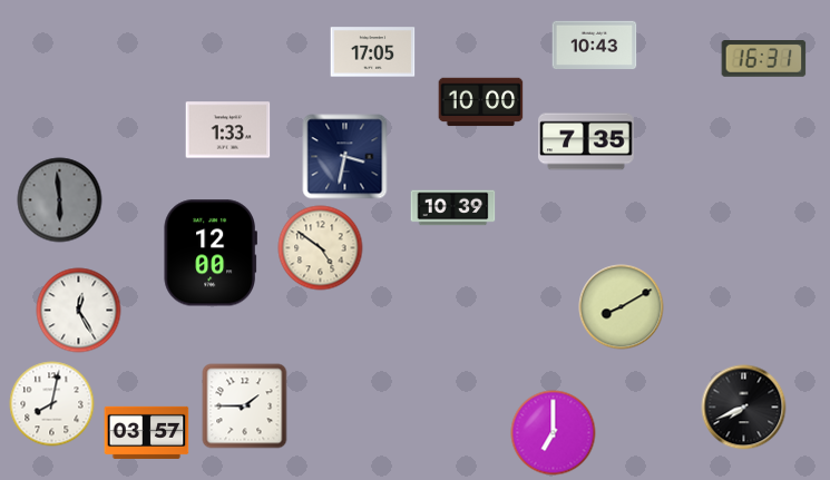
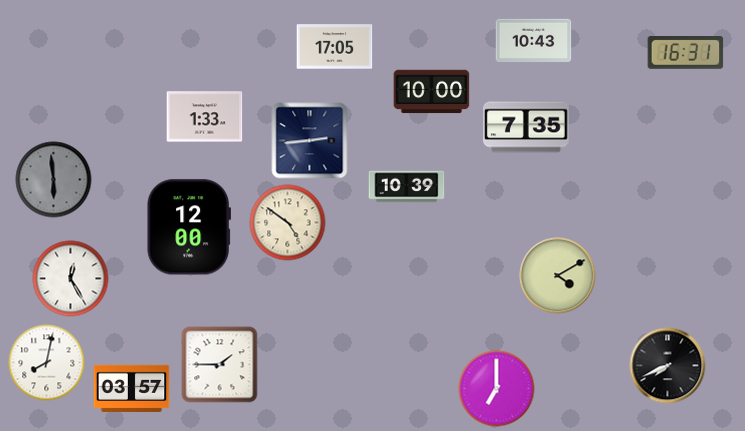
clock at (345, 157): 3:32 -> 2:44
clock at (622, 307): 8:10 -> 4:10
